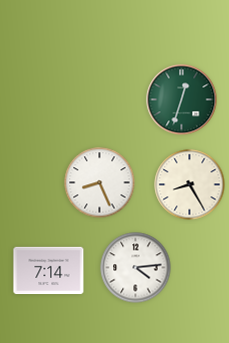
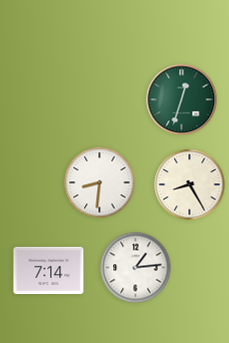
clock at (100, 183): 8:26 -> 8:31
clock at (136, 268): 4:14 -> 1:14
